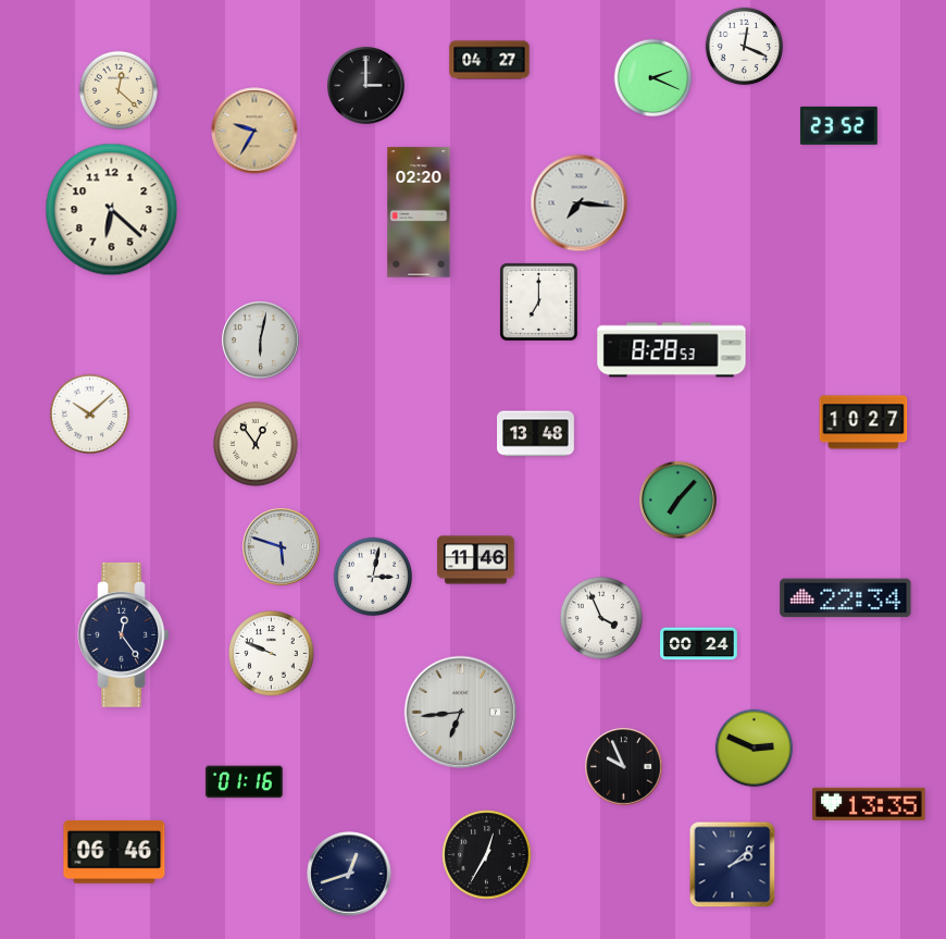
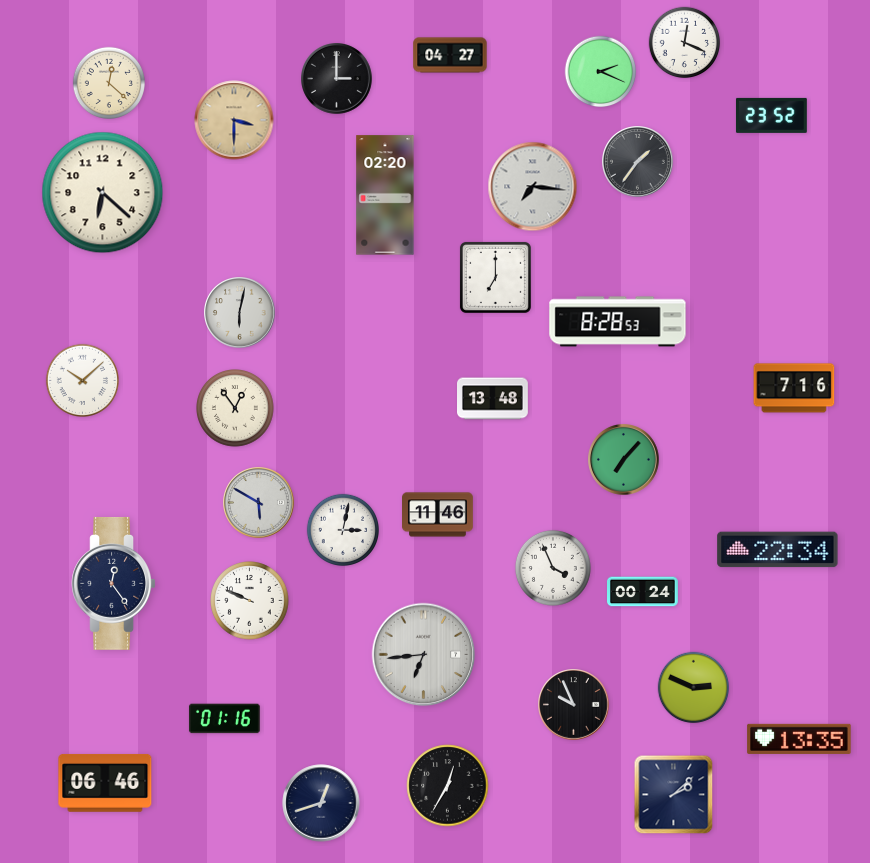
clock at (254, 131): 9:35 -> 3:30
clock at (638, 162): none -> 1:36
clock at (863, 422): 10:27 -> 7:16
clock at (282, 547): 5:48 -> 5:50
